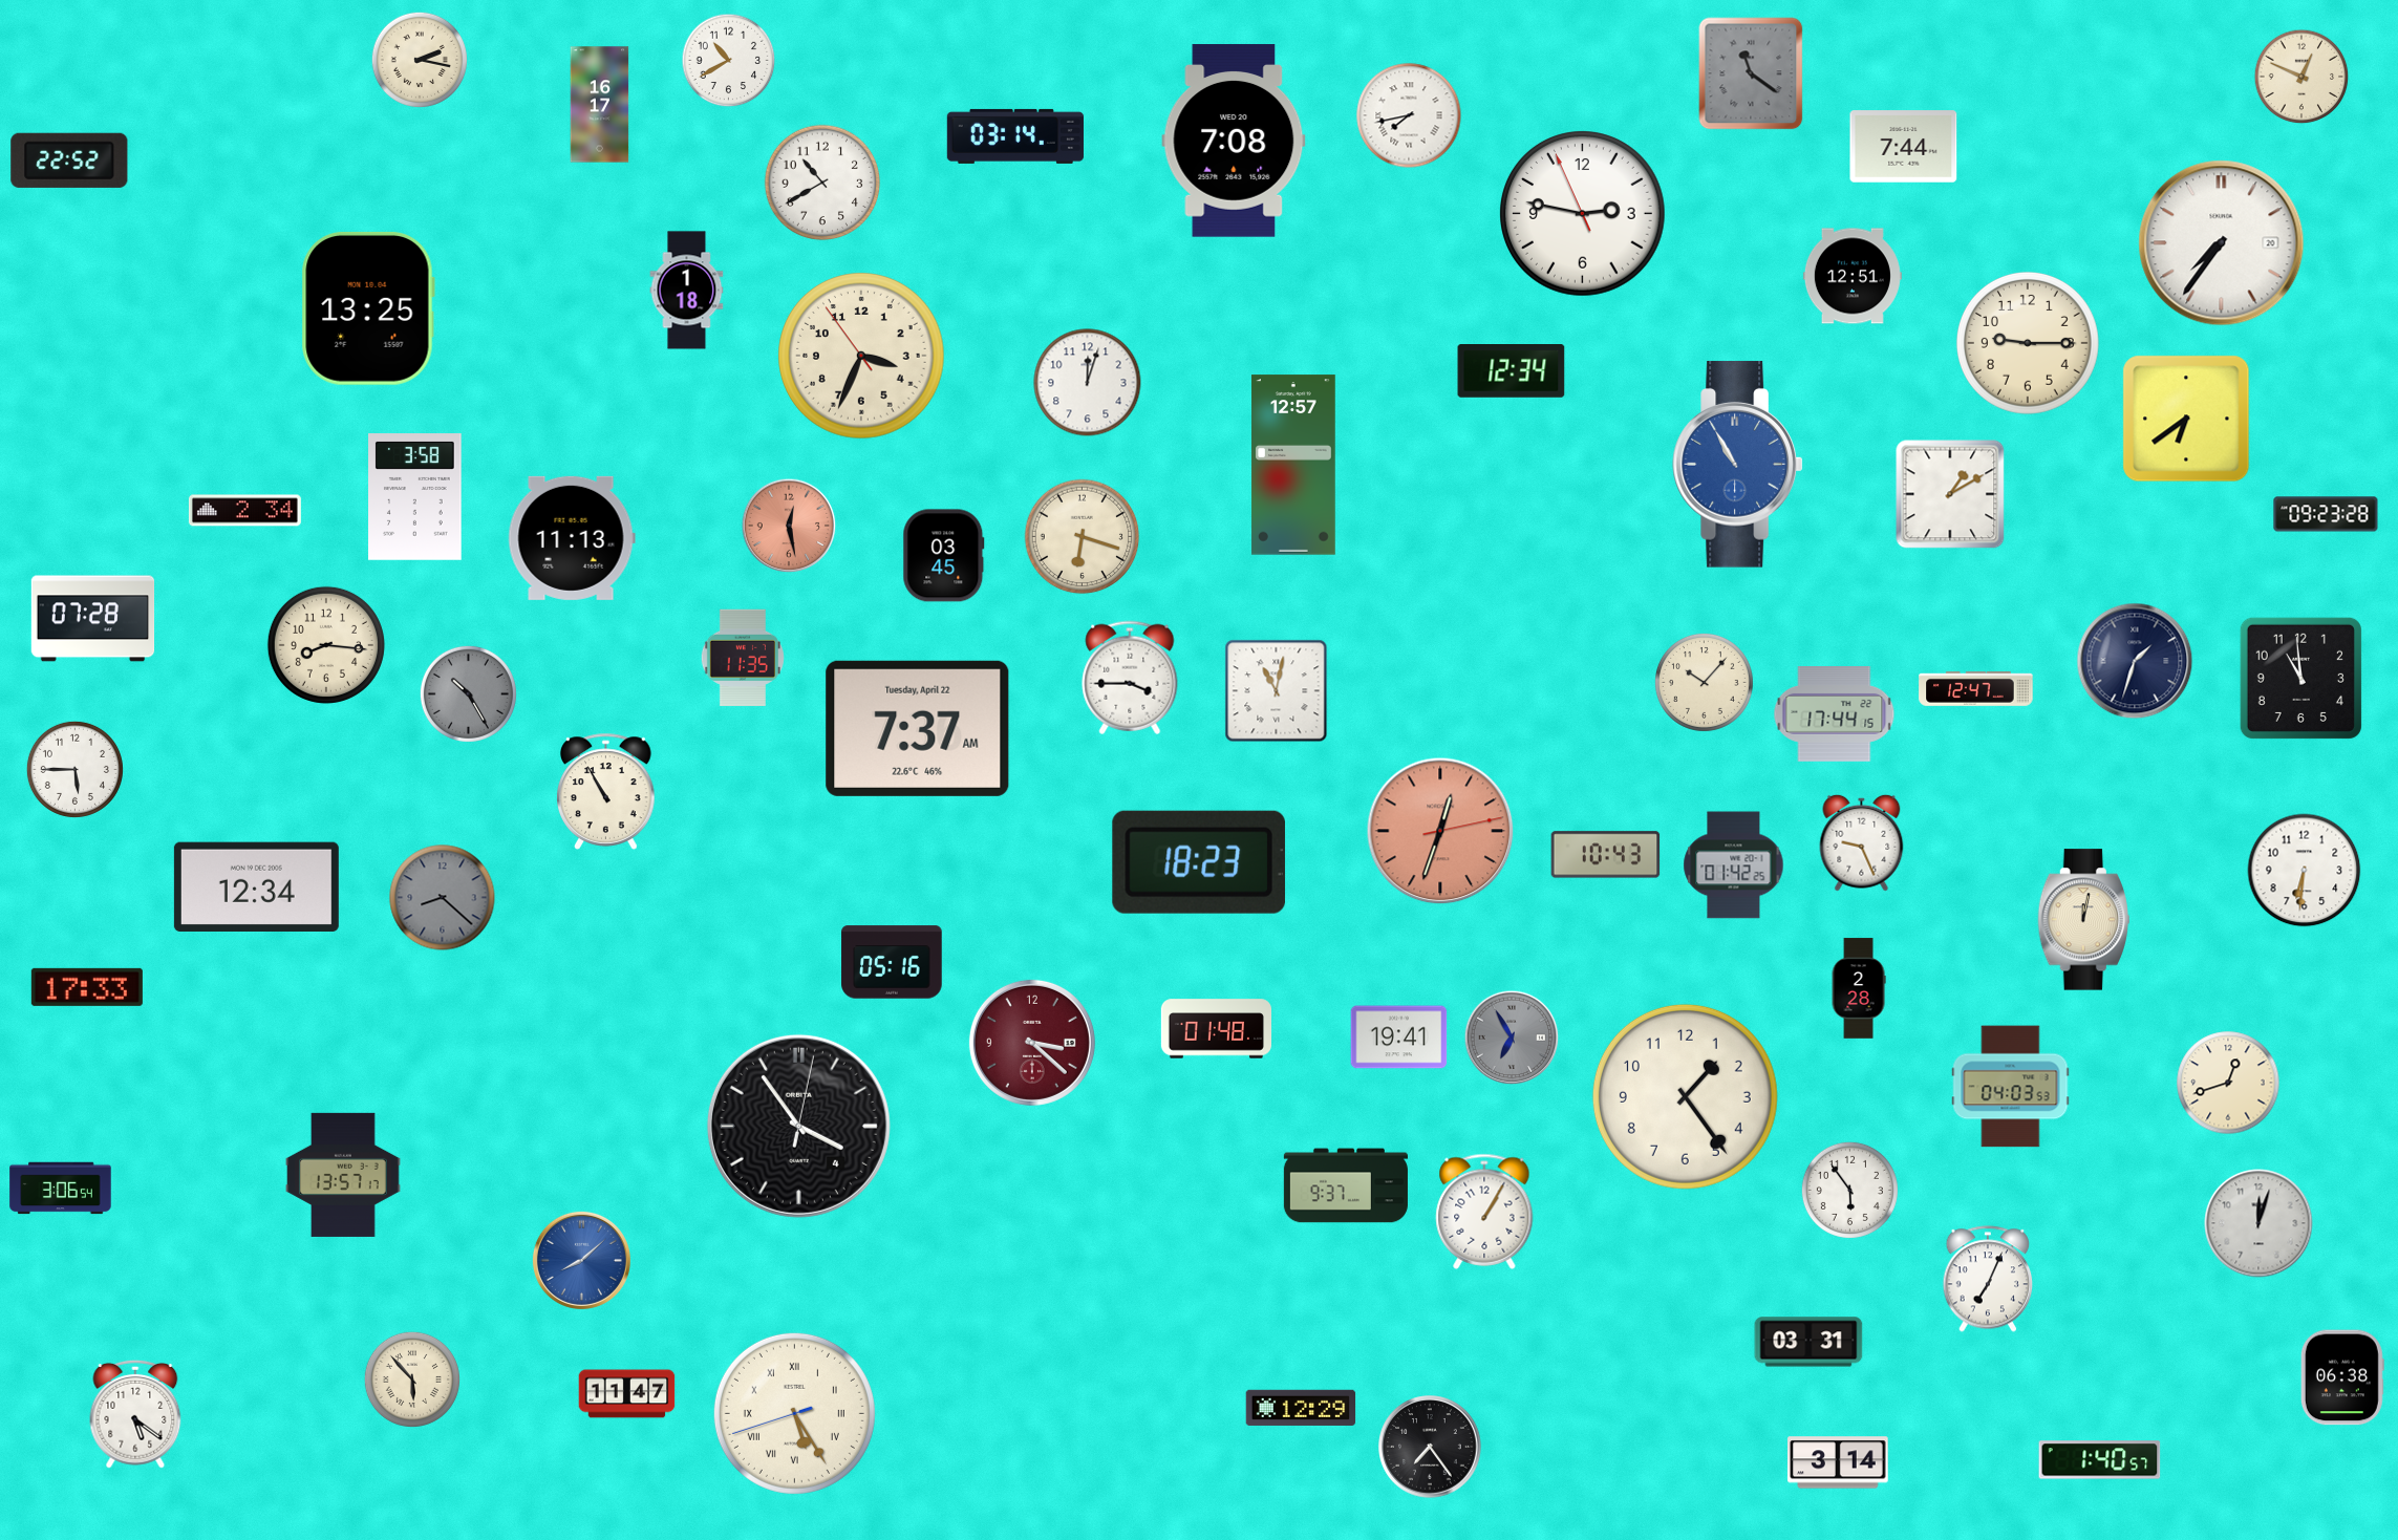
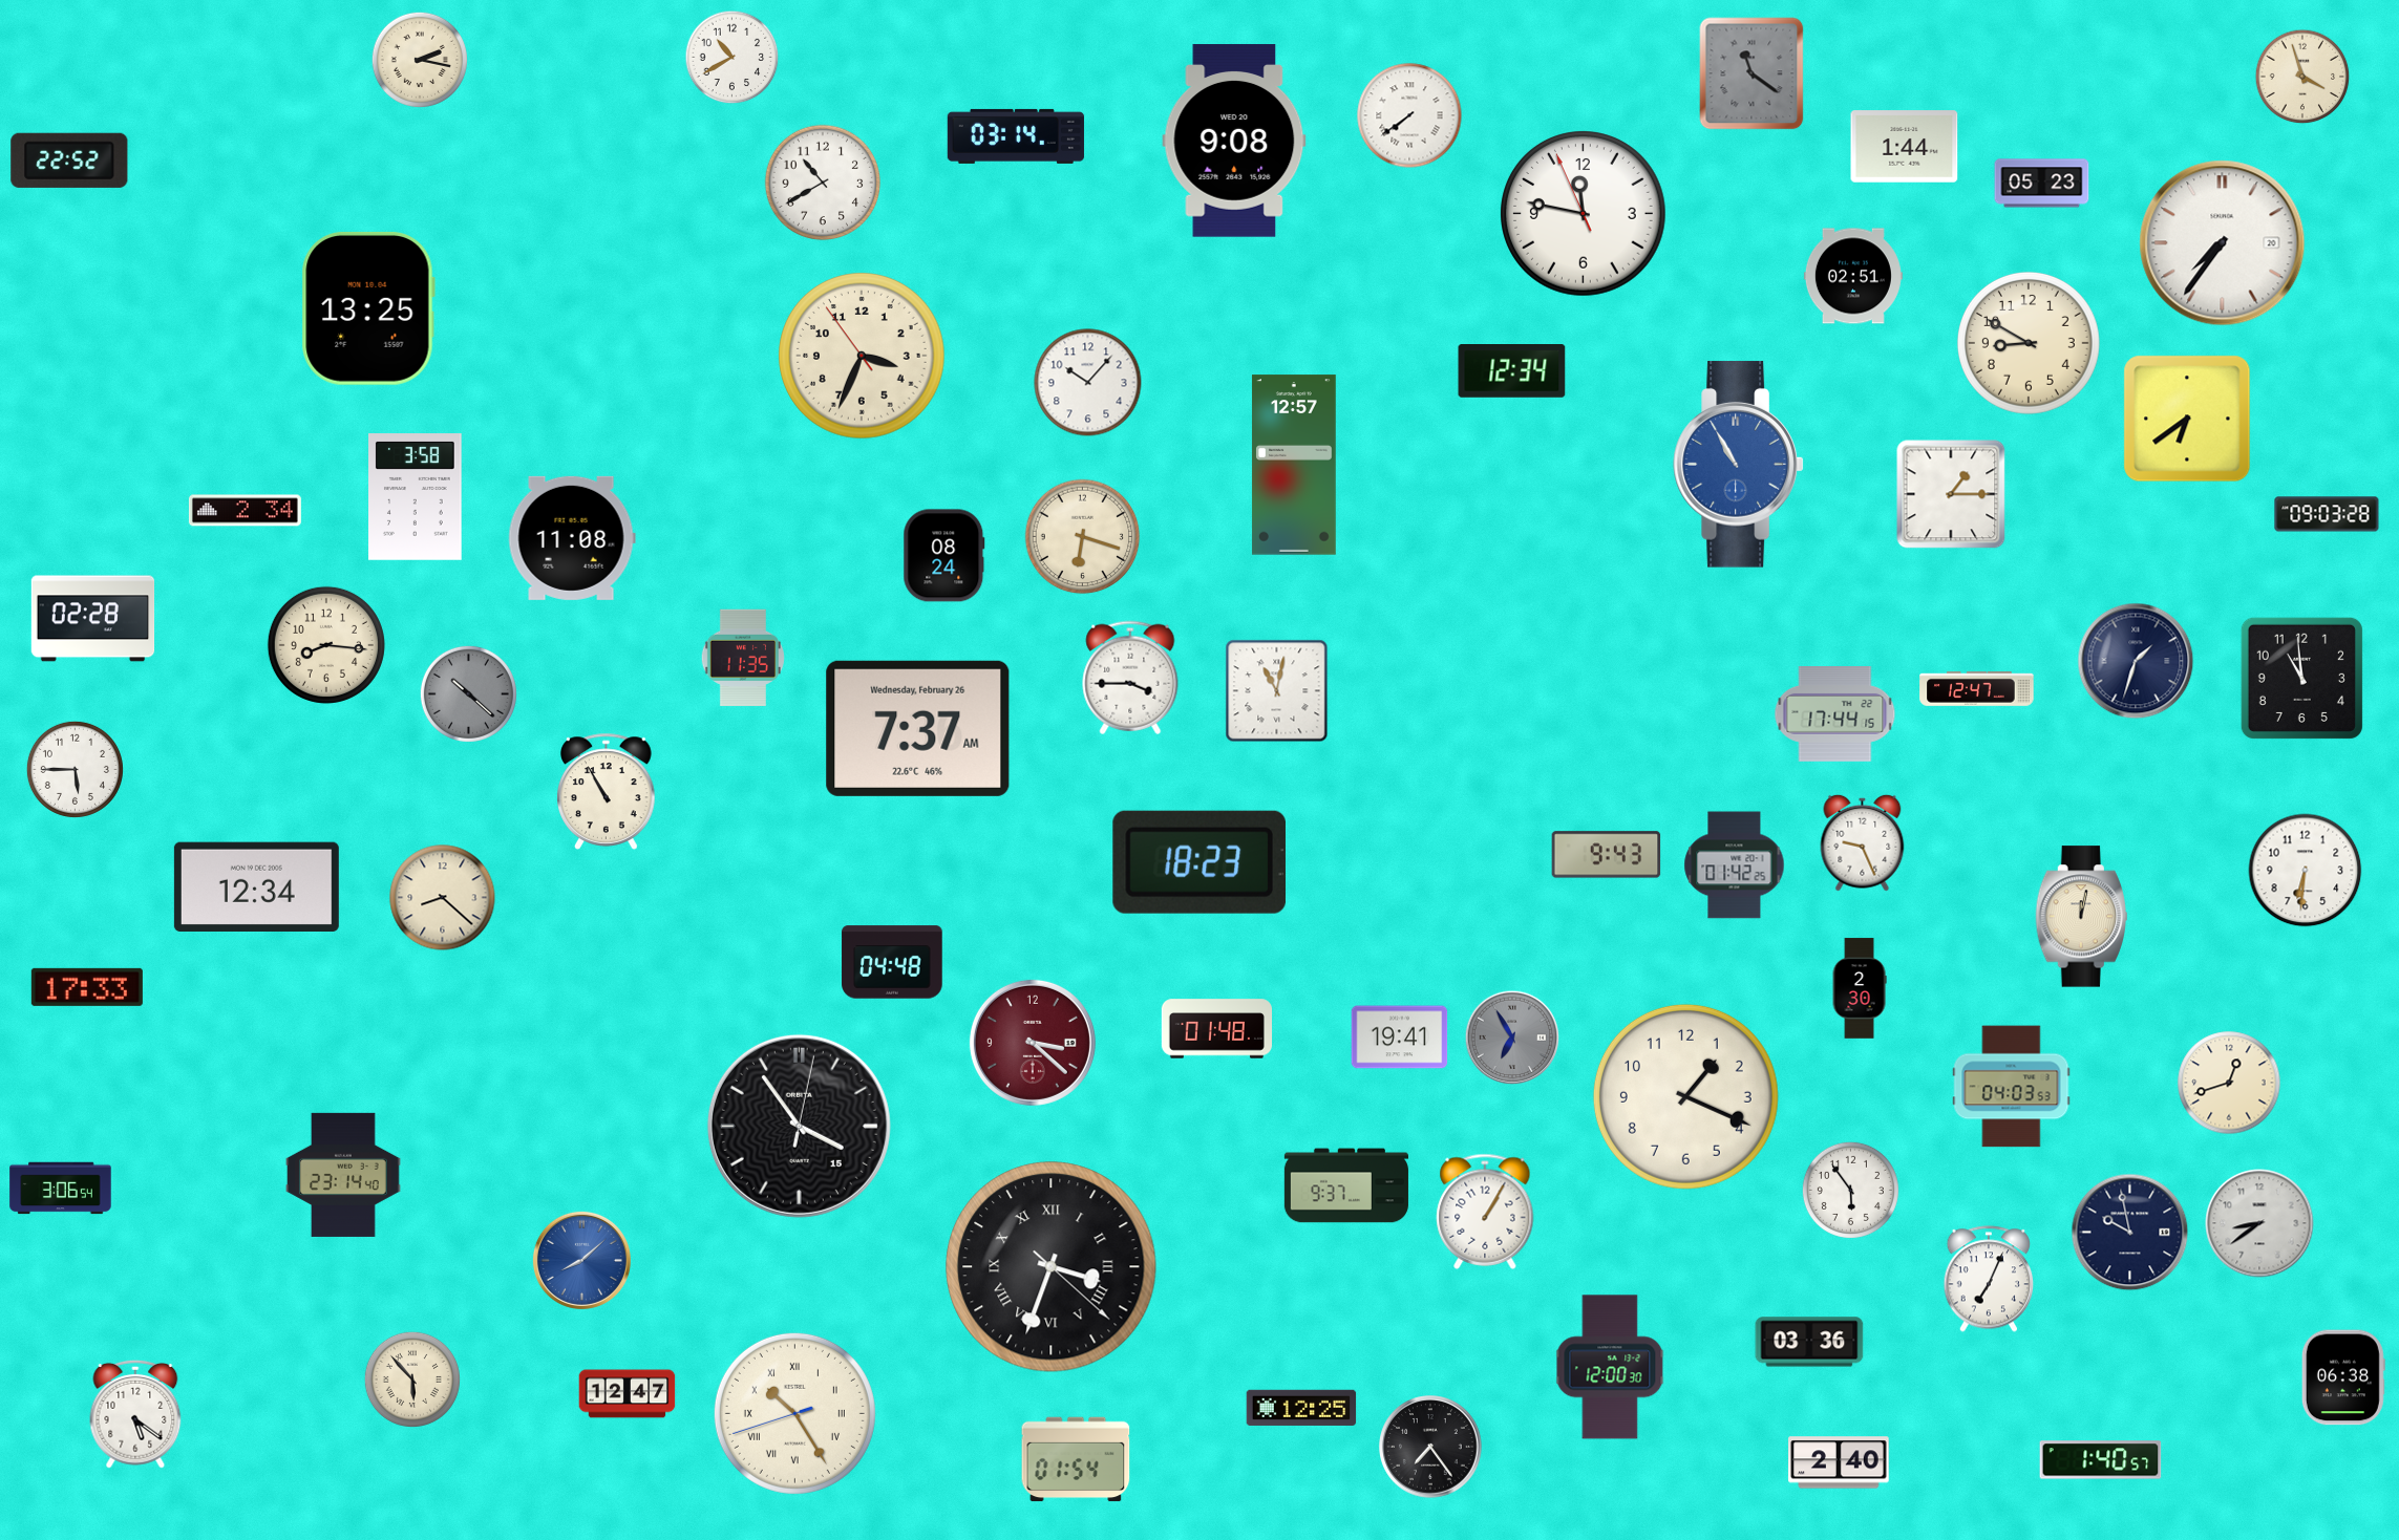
clock at (729, 61) position: (729, 61) -> (733, 58)
clock at (2301, 77): 12:49 -> 3:57
clock at (600, 105): 16:17 -> none
clock at (1409, 115): 7:43 -> 7:39
clock at (1234, 141): 7:08 -> 9:08
clock at (1904, 147): 7:44 -> 1:44
clock at (2042, 184): none -> 05:23
clock at (1583, 214): 2:46 -> 11:46
clock at (1853, 276): 12:51 -> 02:51
clock at (687, 291): 1:18 -> none
clock at (2028, 343): 9:15 -> 8:50
clock at (1088, 383): 12:03 -> 10:07
clock at (1950, 494): 1:10 -> 1:15
clock at (2326, 514): 09:23 -> 09:03
clock at (789, 526): 12:28 -> none
clock at (572, 538): 11:13 -> 11:08
clock at (944, 556): 03:45 -> 08:24
clock at (93, 619): 07:28 -> 02:28
clock at (1704, 682): 10:07 -> none
clock at (468, 693): 10:25 -> 10:22
clock at (918, 728) date: Tuesday, April 22 -> Wednesday, February 26
clock at (1440, 831): 12:33 -> none
clock at (1606, 855): 10:43 -> 9:43
clock at (443, 898) dial: grey -> cream
clock at (2083, 920) position: (2083, 920) -> (2081, 917)
clock at (892, 962): 05:16 -> 04:48
clock at (1859, 988): 2:28 -> 2:30
clock at (1685, 1096): 1:24 -> 1:19
clock at (798, 1126) date: 4 -> 15
clock at (344, 1175): 13:57 -> 23:14
clock at (2258, 1223): 12:03 -> 8:39
clock at (2130, 1233): none -> 9:58
clock at (1052, 1267): none -> 3:33
clock at (1808, 1342): 03:31 -> 03:36
clock at (1610, 1367): none -> 12:00
clock at (627, 1394): 11:47 -> 12:47
clock at (1301, 1407): 12:29 -> 12:25
clock at (794, 1413): 5:24 -> 10:24
clock at (1076, 1459): none -> 01:54
clock at (1838, 1462): 3:14 -> 2:40
